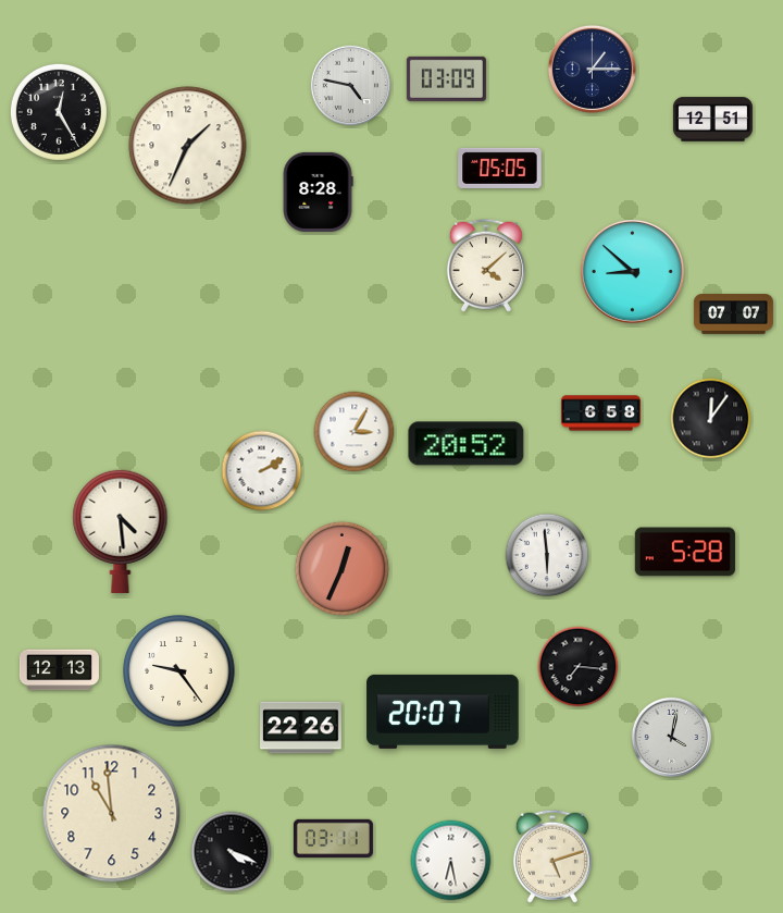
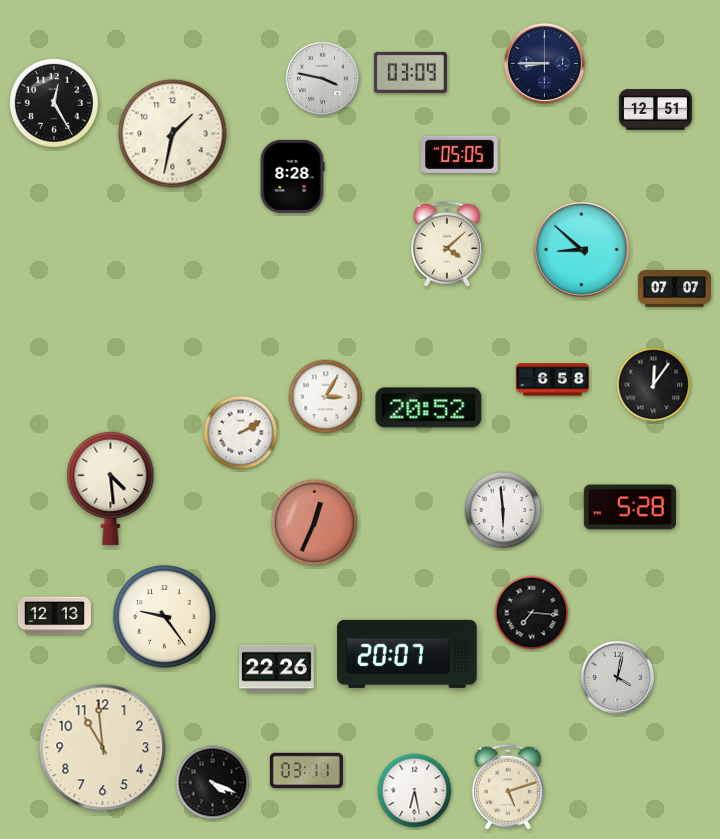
clock at (592, 69): 1:15 -> 8:45
clock at (350, 85): 4:47 -> 3:47
clock at (188, 146): 1:34 -> 1:32
